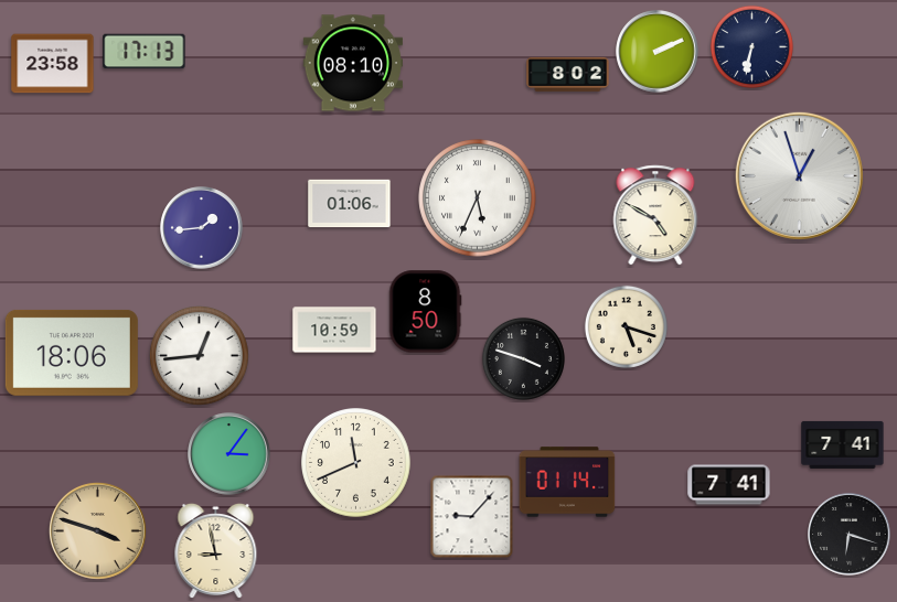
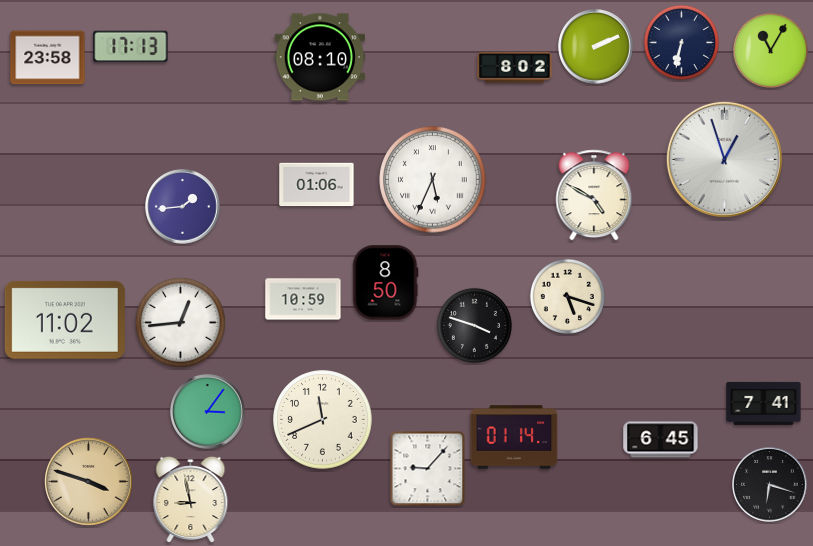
clock at (770, 50): none -> 11:05
clock at (72, 353): 18:06 -> 11:02
clock at (729, 485): 7:41 -> 6:45
clock at (216, 551) position: (216, 551) -> (191, 500)
